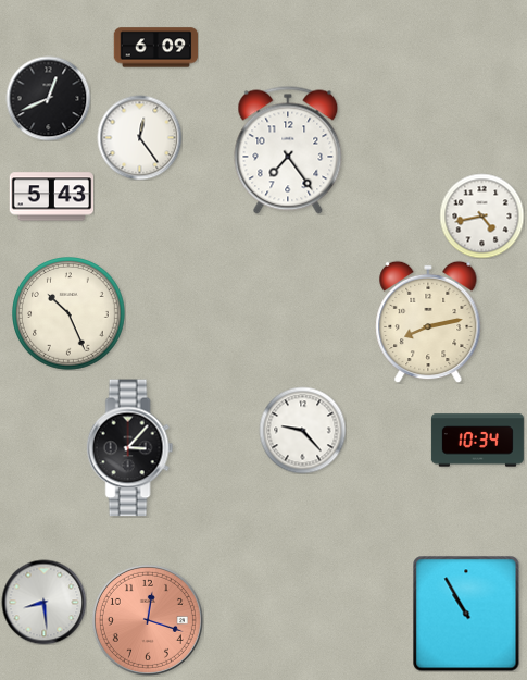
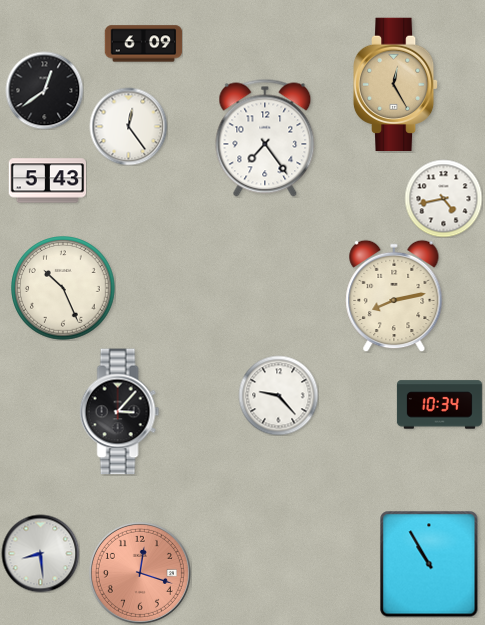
clock at (396, 84): none -> 12:25
clock at (48, 98): 12:41 -> 12:39
clock at (148, 620) position: (148, 620) -> (140, 573)
